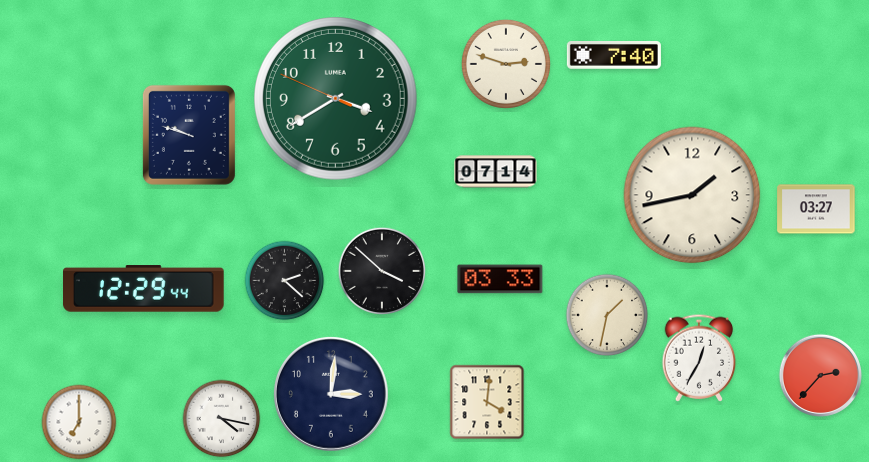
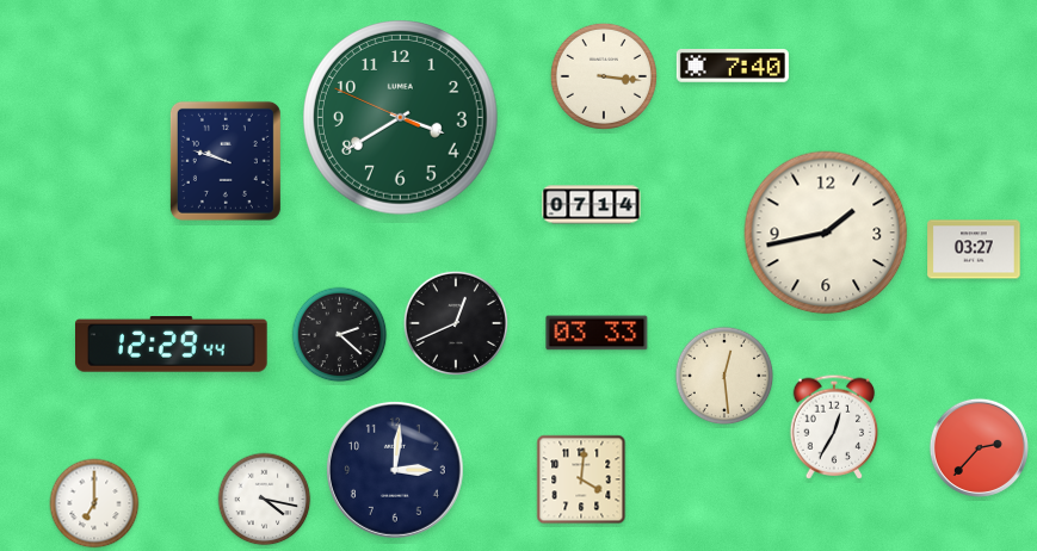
clock at (506, 64): 2:48 -> 3:16
clock at (382, 271): 3:52 -> 12:41
clock at (607, 315): 1:32 -> 12:29
